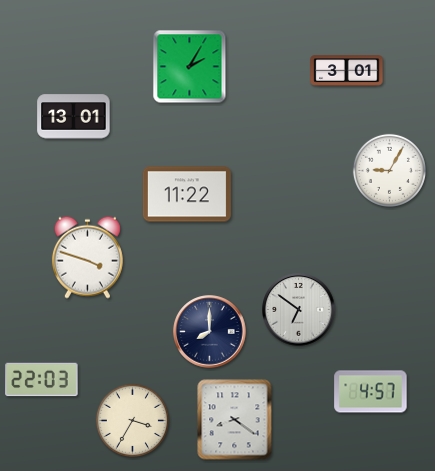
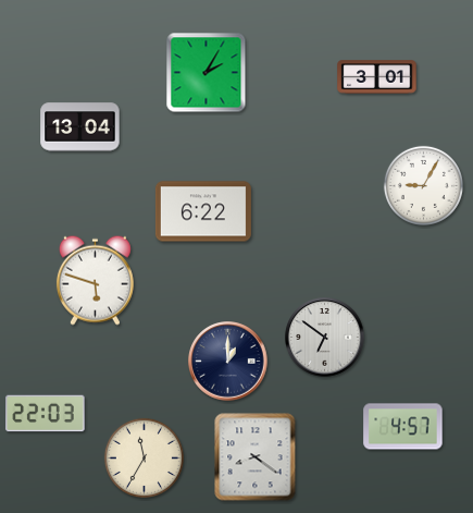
clock at (74, 117): 13:01 -> 13:04
clock at (187, 194): 11:22 -> 6:22
clock at (87, 257): 3:48 -> 5:48
clock at (210, 332): 8:00 -> 1:00
clock at (132, 420): 3:35 -> 11:35
